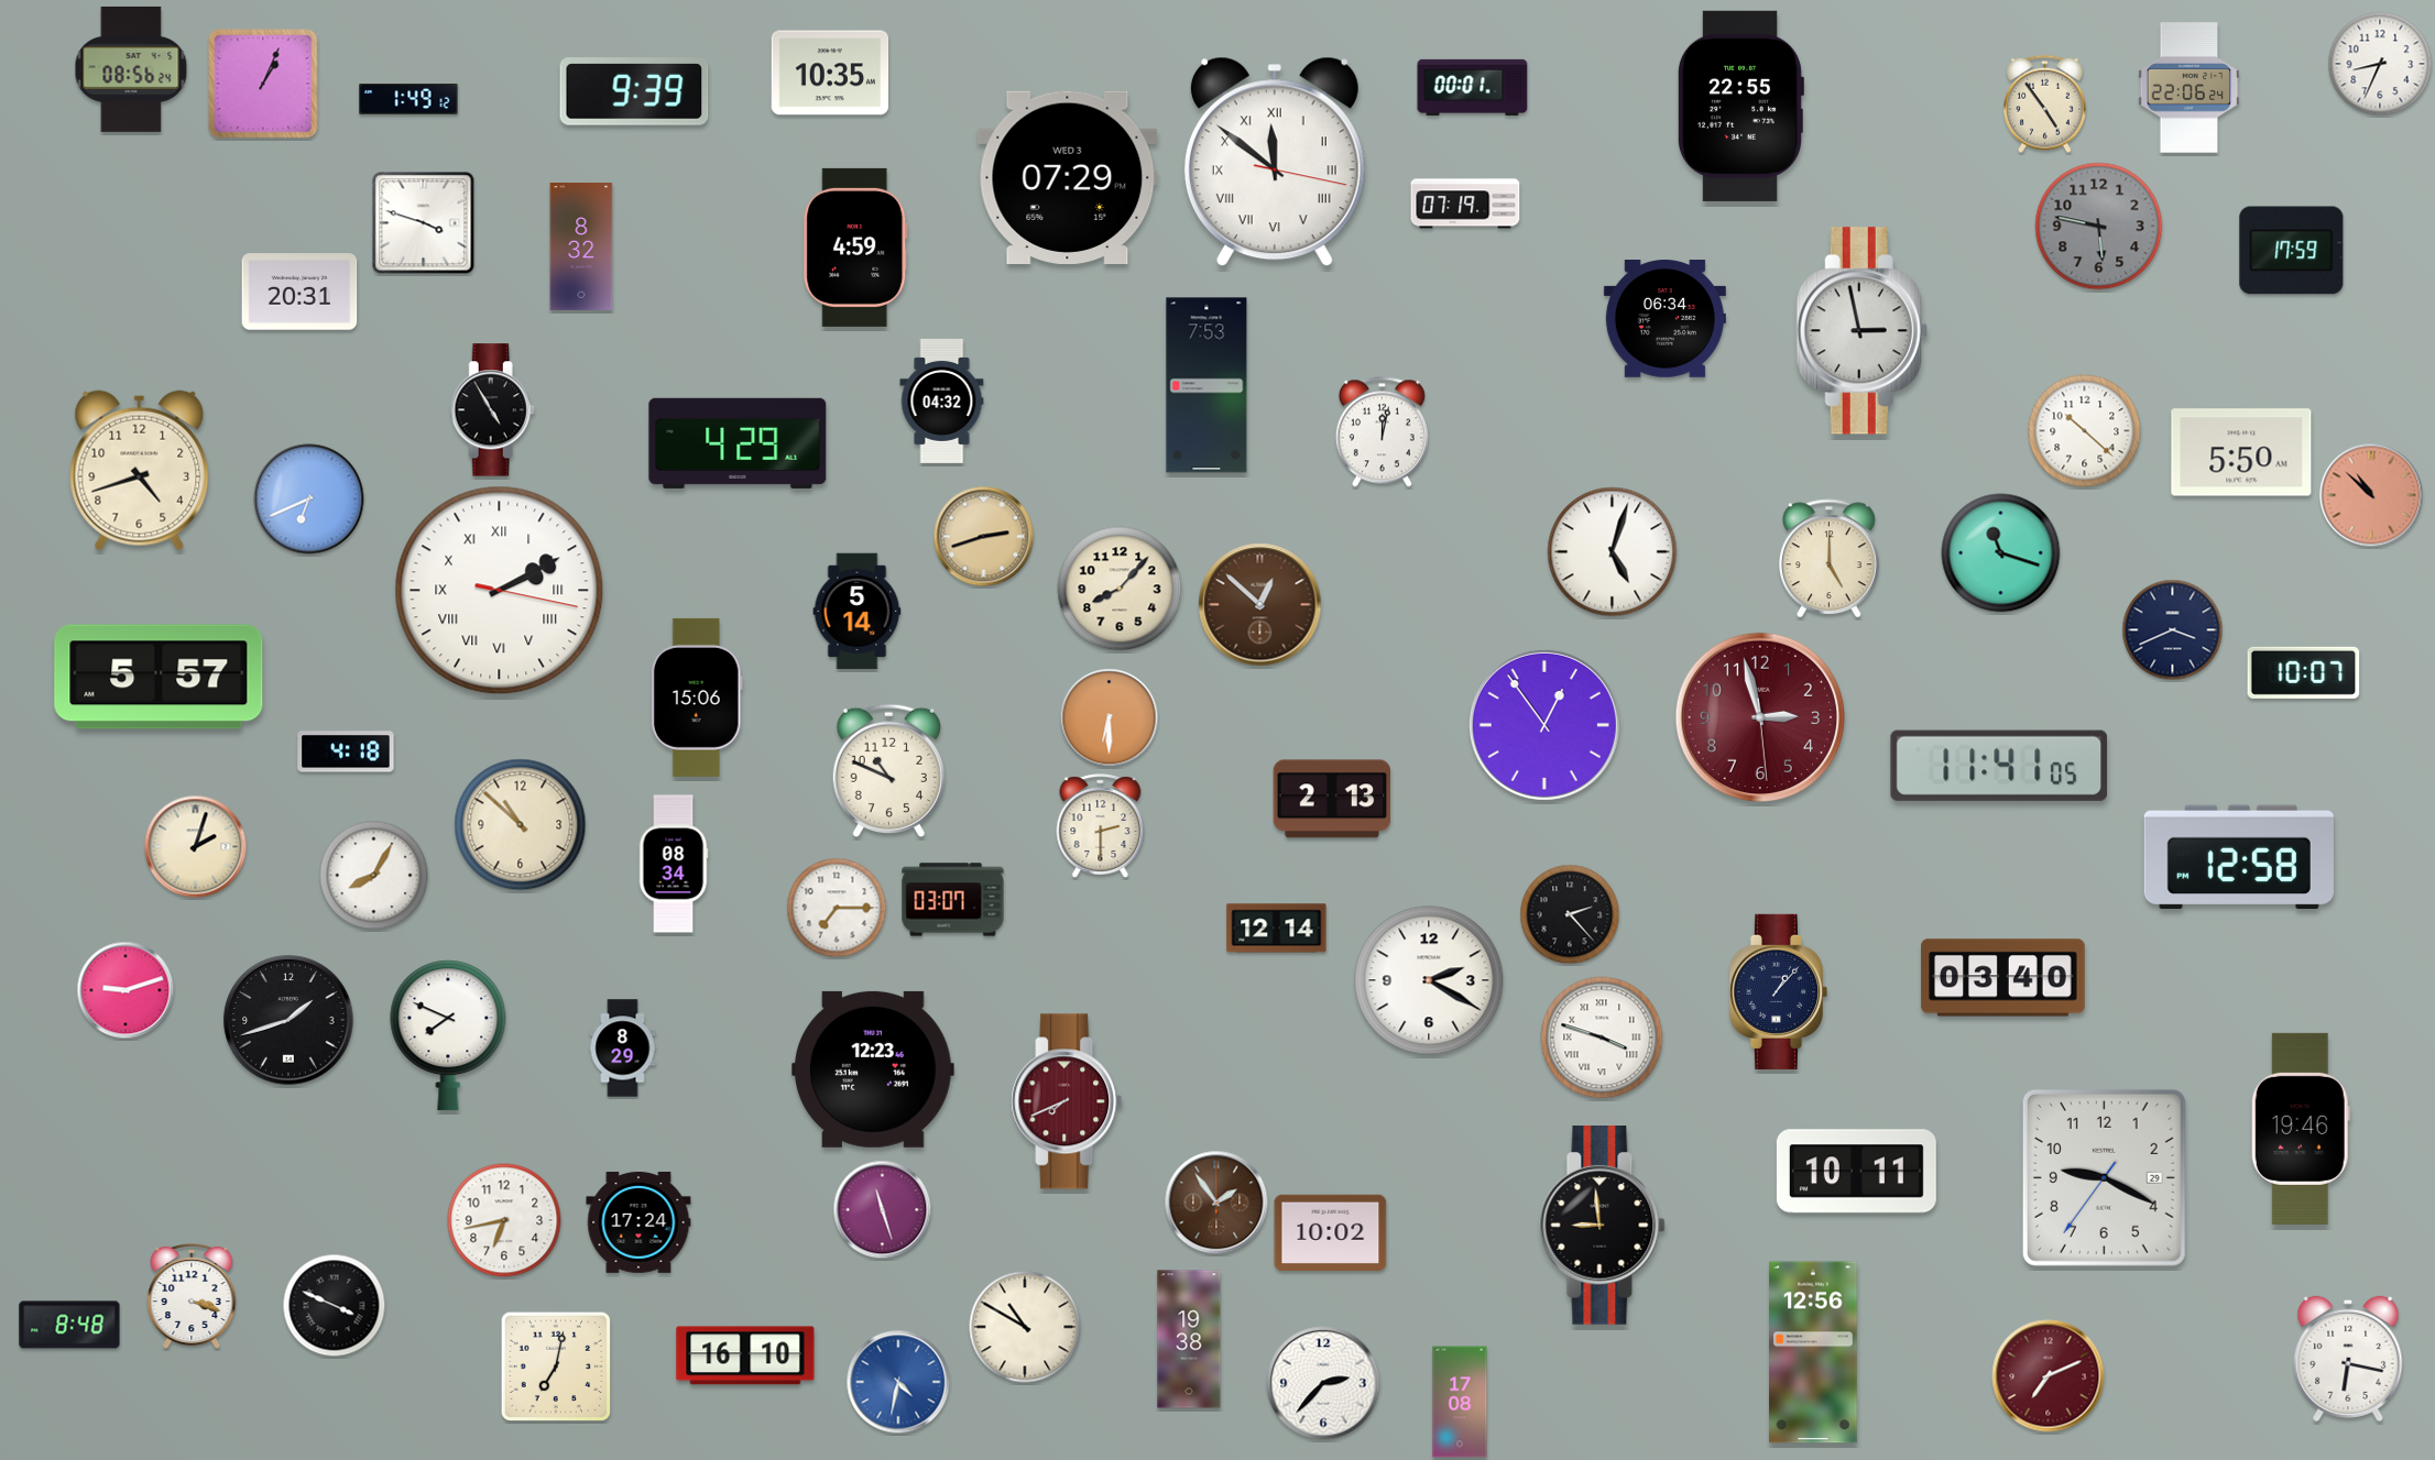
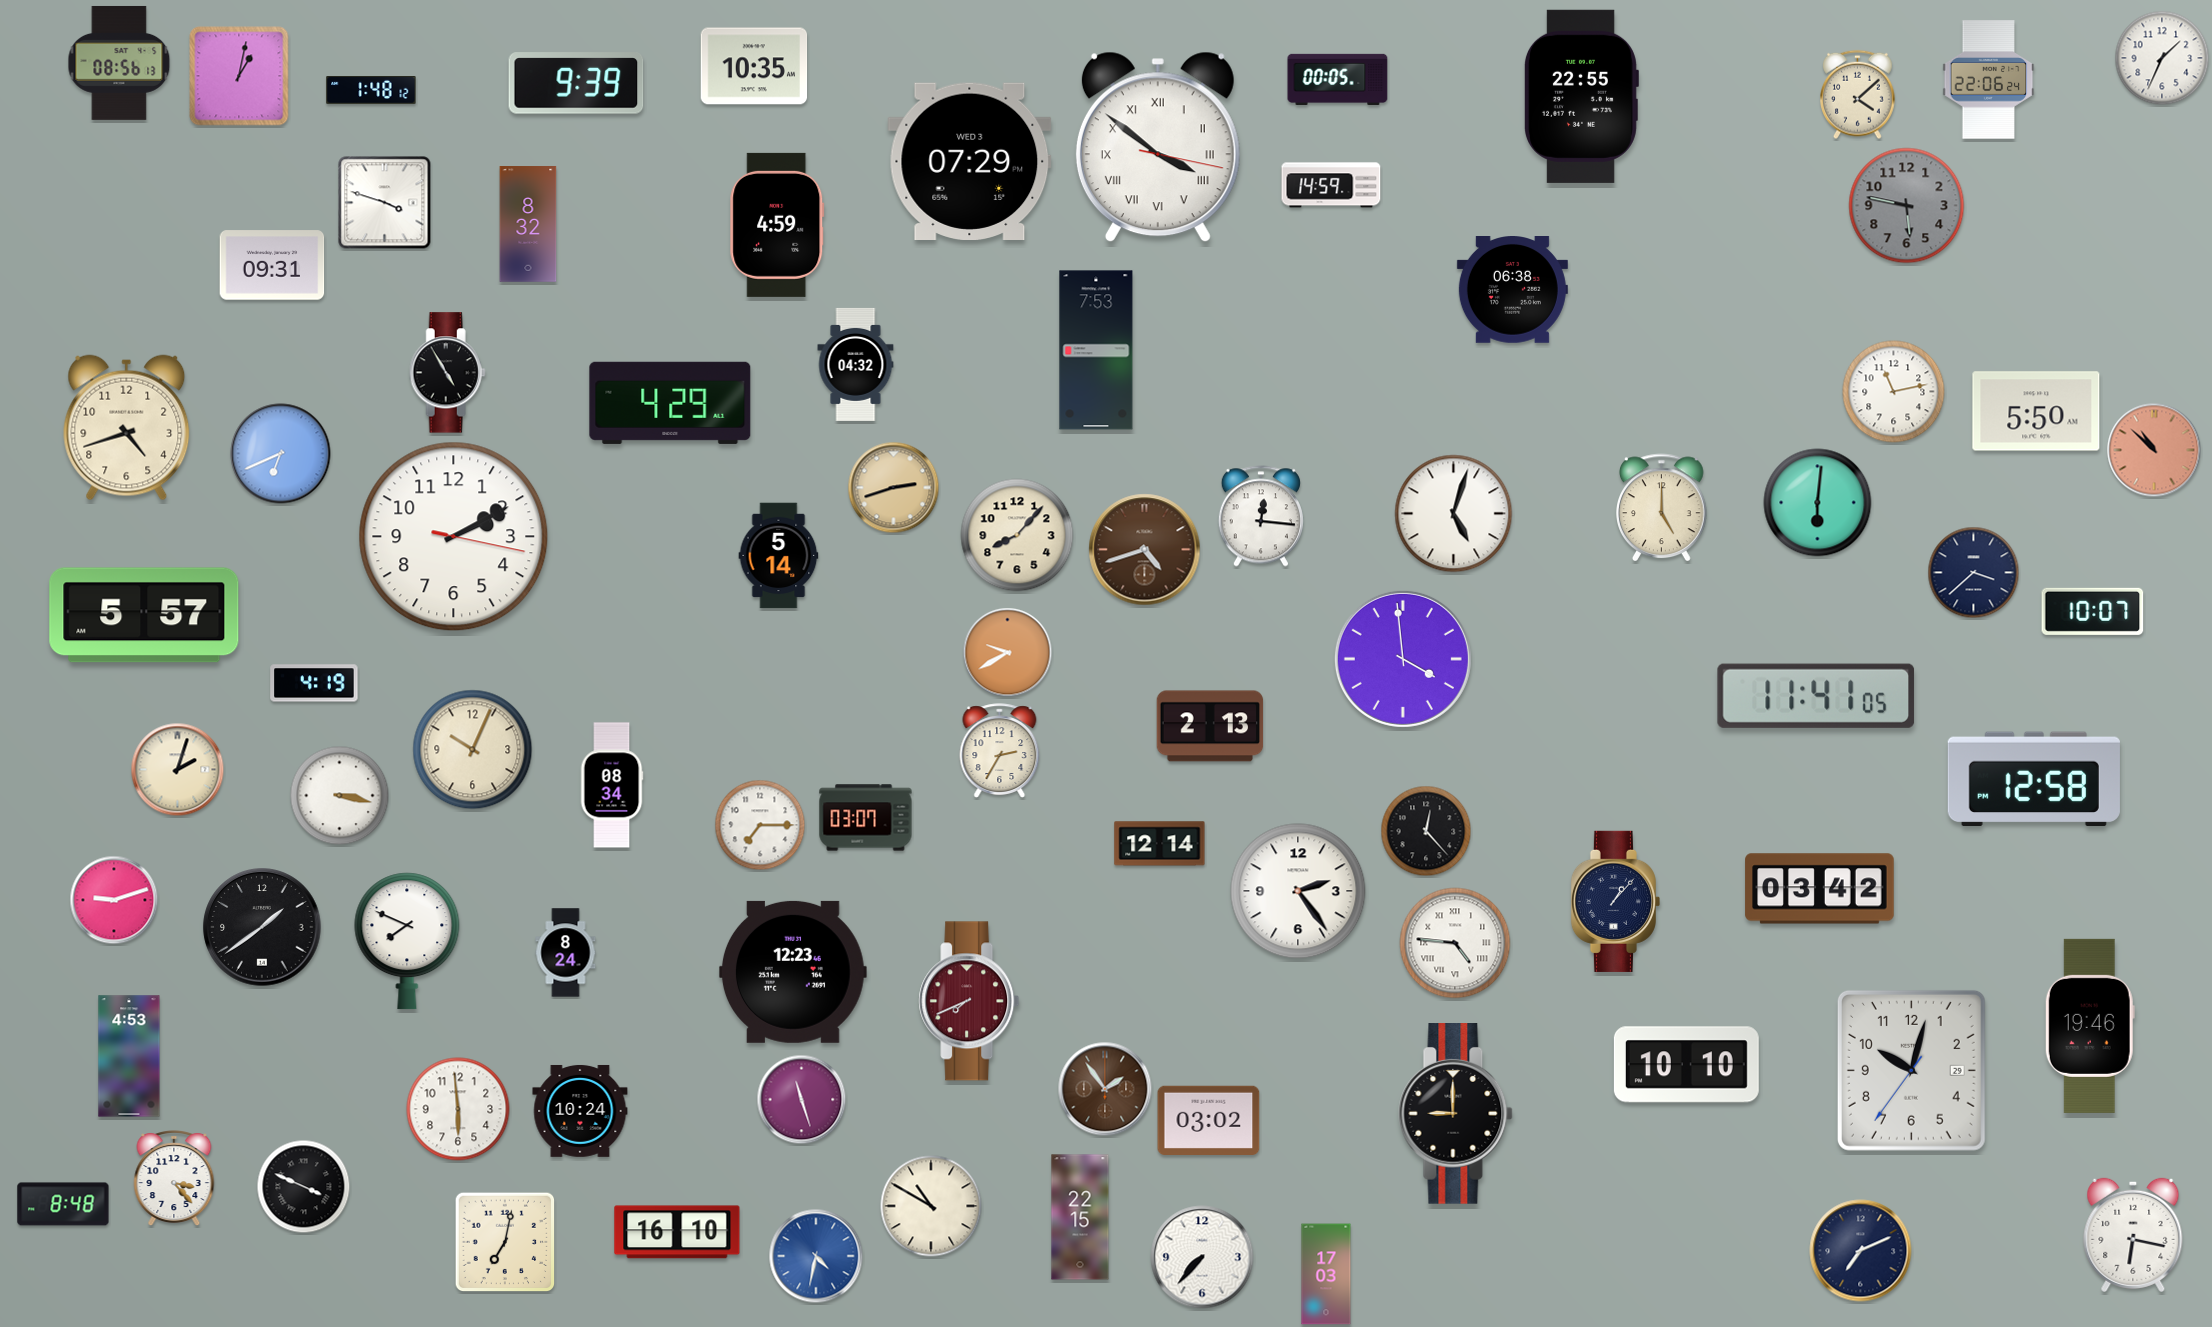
clock at (2380, 64): 8:34 -> 1:34
clock at (131, 69): 08:56:24 -> 08:56:13
clock at (263, 84): 1:04 -> 1:02
clock at (1473, 87): 00:01 -> 00:05
clock at (408, 99): 1:49 -> 1:48
clock at (2045, 105): 4:54 -> 4:08
clock at (1275, 162): 11:51 -> 3:51
clock at (1465, 204): 07:19 -> 14:59
clock at (2292, 251): 17:59 -> none
clock at (299, 292): 20:31 -> 09:31
clock at (1664, 319): 06:34 -> 06:38
clock at (1861, 331): 2:58 -> none
clock at (2085, 431): 10:22 -> 11:13
clock at (1382, 432): 12:02 -> none
clock at (1613, 552) position: (1613, 552) -> (1454, 514)
clock at (2001, 553): 11:18 -> 6:01
clock at (1261, 516): none -> 12:16
clock at (500, 591) numerals: Roman -> Arabic
clock at (1260, 605): 12:52 -> 4:42
clock at (2173, 630): 3:41 -> 3:38
clock at (697, 698): 15:06 -> none
clock at (1759, 716): 2:57 -> none
clock at (1110, 718): 6:30 -> 9:40
clock at (1544, 725): 12:54 -> 3:59
clock at (346, 751): 4:18 -> 4:19
clock at (888, 771): 10:49 -> none
clock at (521, 825): 10:52 -> 10:04
clock at (1101, 826): 2:30 -> 2:35
clock at (374, 876): 8:05 -> 3:17
clock at (1570, 914): 2:23 -> 12:23
clock at (2003, 978): 03:40 -> 03:42
clock at (1429, 980): 2:20 -> 2:24
clock at (288, 1020): 1:42 -> 1:39
clock at (1602, 1038): 3:48 -> 4:46
clock at (623, 1049): 8:29 -> 8:24
clock at (129, 1056): none -> 4:53
clock at (1856, 1172): 10:11 -> 10:10
clock at (2104, 1177): 9:19 -> 10:02
clock at (1216, 1203) position: (1216, 1203) -> (1105, 1089)
clock at (504, 1220): 6:43 -> 5:59
clock at (638, 1222): 17:24 -> 10:24
clock at (1603, 1226): 8:59 -> 9:00
clock at (1331, 1232): 10:02 -> 03:02
clock at (192, 1297): 3:18 -> 3:23
clock at (1189, 1339): 19:38 -> 22:15
clock at (1813, 1352): 12:56 -> none
clock at (2049, 1376) dial: burgundy -> navy
clock at (1323, 1383): 2:37 -> 7:37
clock at (1460, 1402): 17:08 -> 17:03
